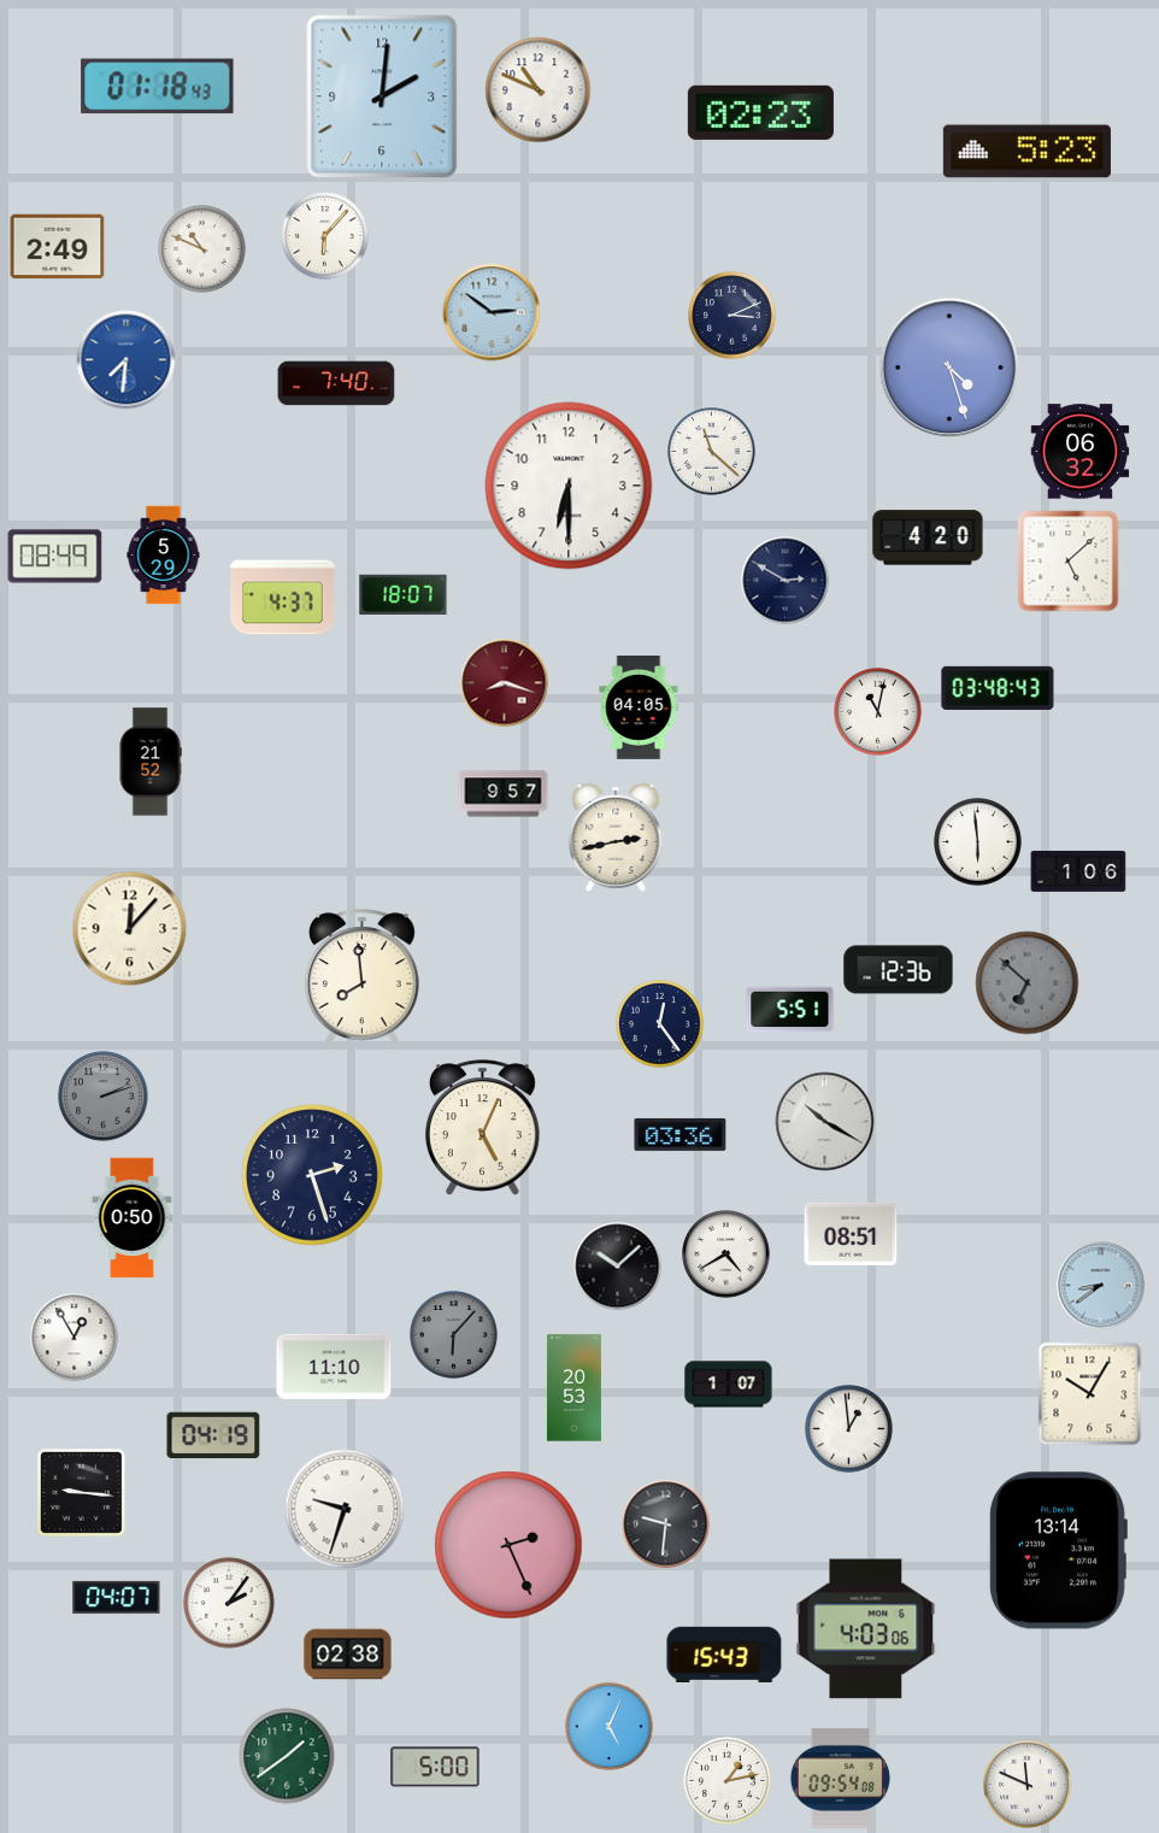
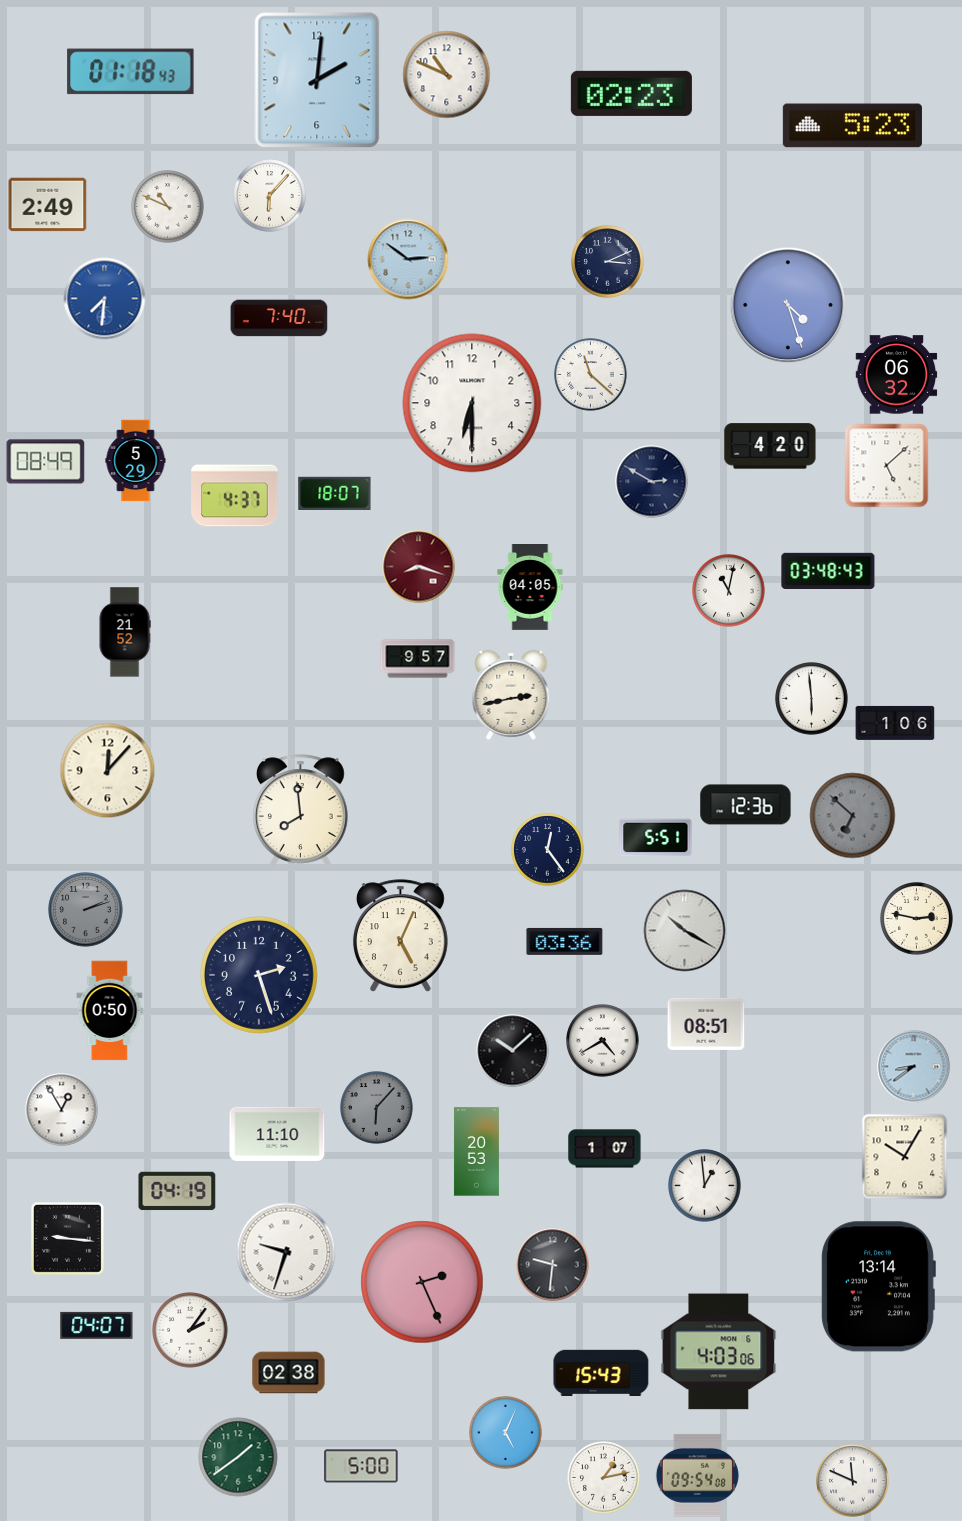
clock at (917, 919): none -> 2:47
